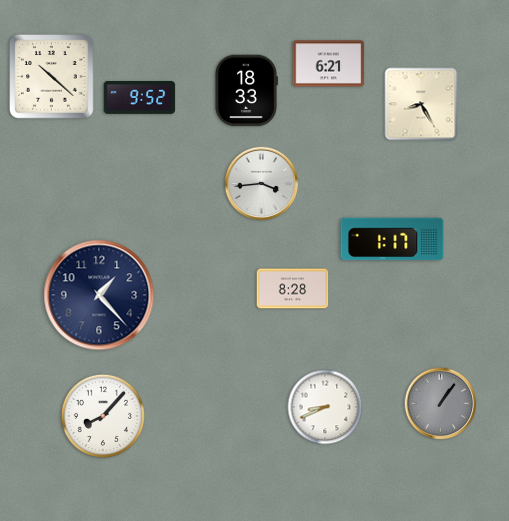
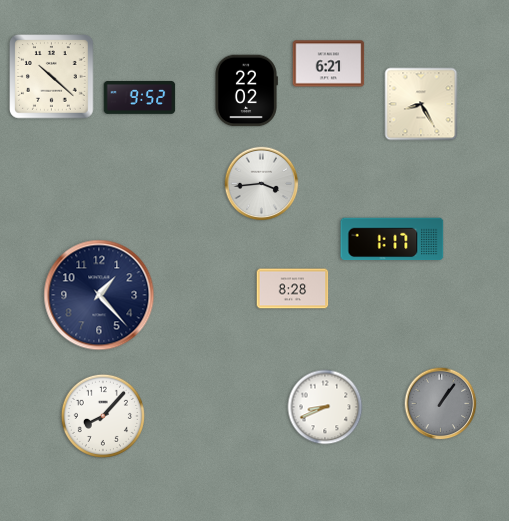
clock at (247, 91): 18:33 -> 22:02
